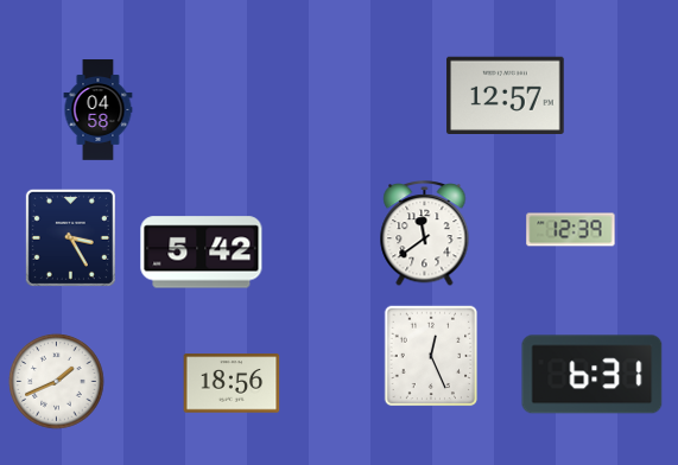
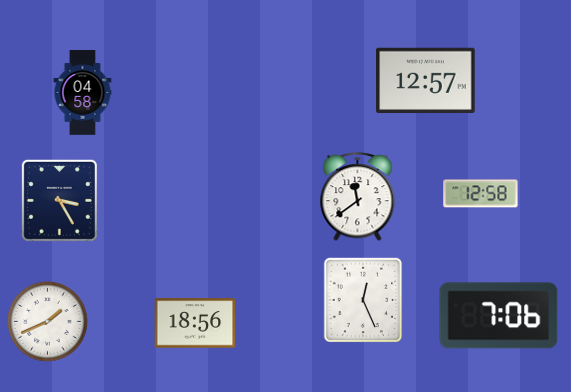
clock at (571, 230): 12:39 -> 12:58
clock at (202, 253): 5:42 -> none
clock at (593, 375): 6:31 -> 7:06
